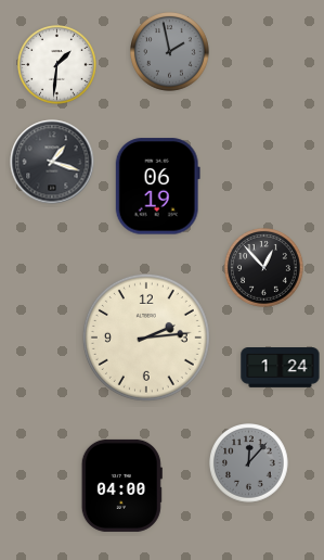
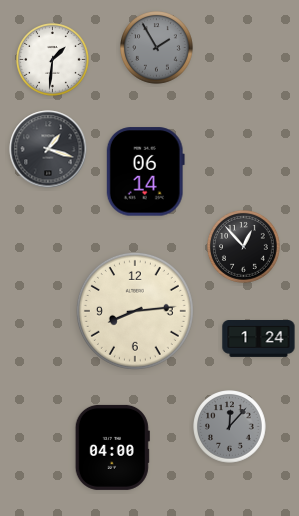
clock at (170, 52): 1:58 -> 1:55
clock at (157, 187): 06:19 -> 06:14
clock at (146, 338): 2:14 -> 8:14
